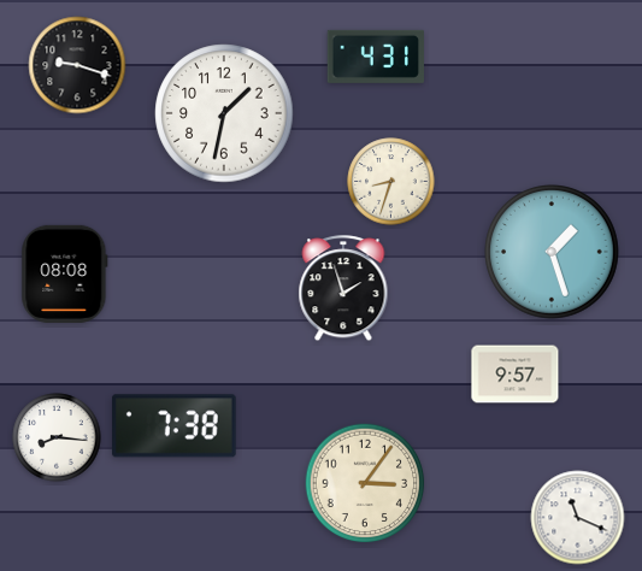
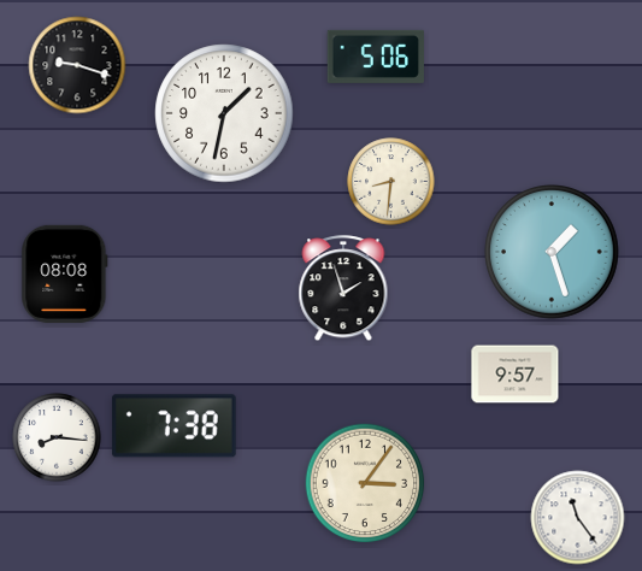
clock at (376, 57): 4:31 -> 5:06
clock at (391, 182): 8:33 -> 8:31
clock at (578, 518): 11:19 -> 11:24
